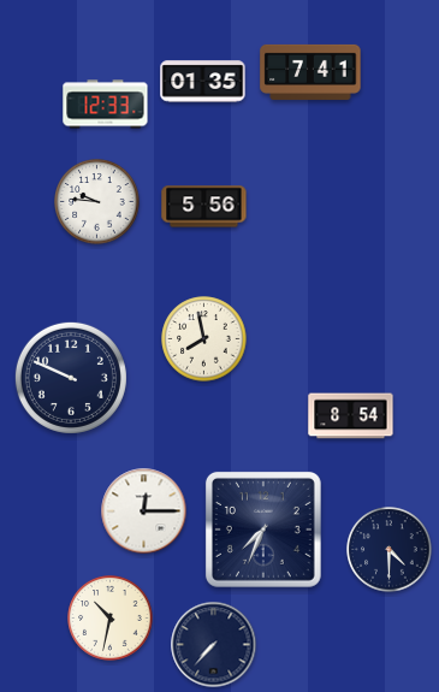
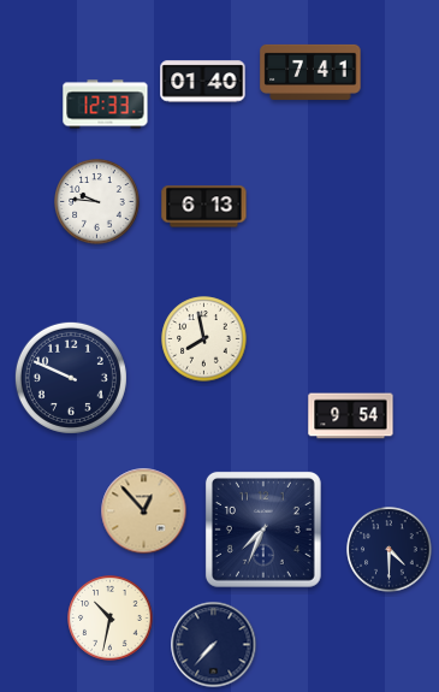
clock at (203, 82): 01:35 -> 01:40
clock at (204, 207): 5:56 -> 6:13
clock at (351, 416): 8:54 -> 9:54
clock at (144, 511): 12:15 -> 12:53
clock at (144, 511) dial: white -> champagne
